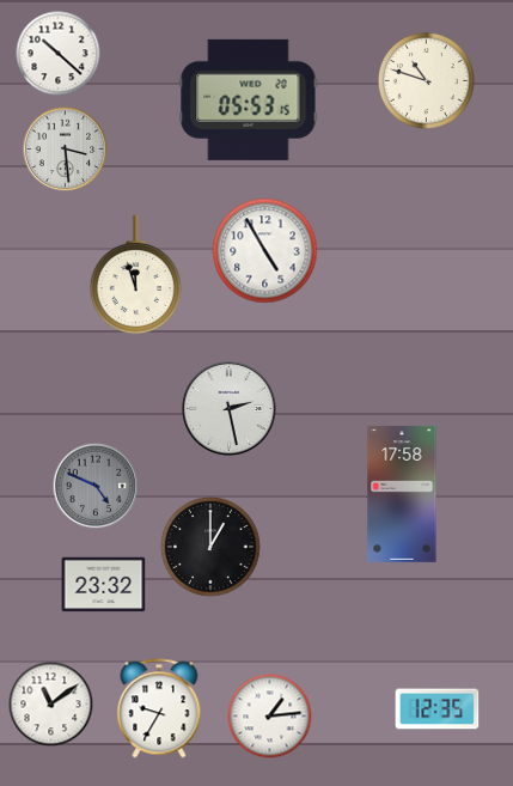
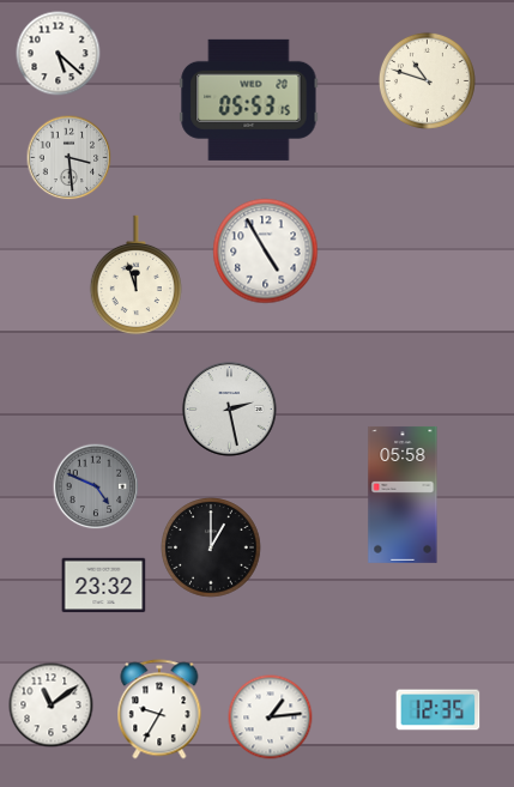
clock at (59, 54): 10:22 -> 5:22
clock at (66, 150) position: (66, 150) -> (69, 158)
clock at (402, 494): 17:58 -> 05:58
